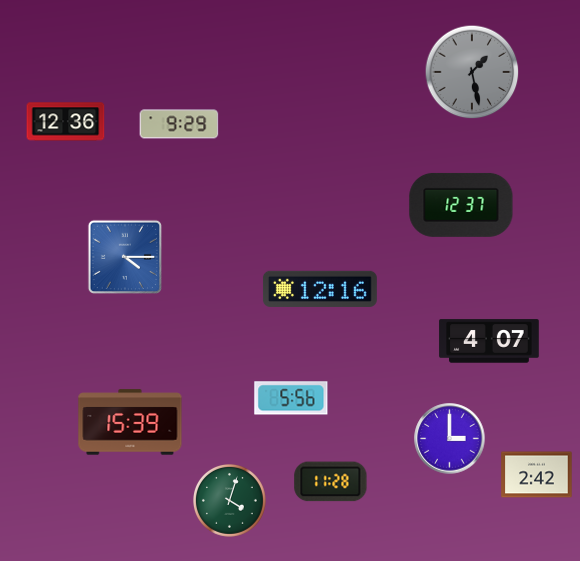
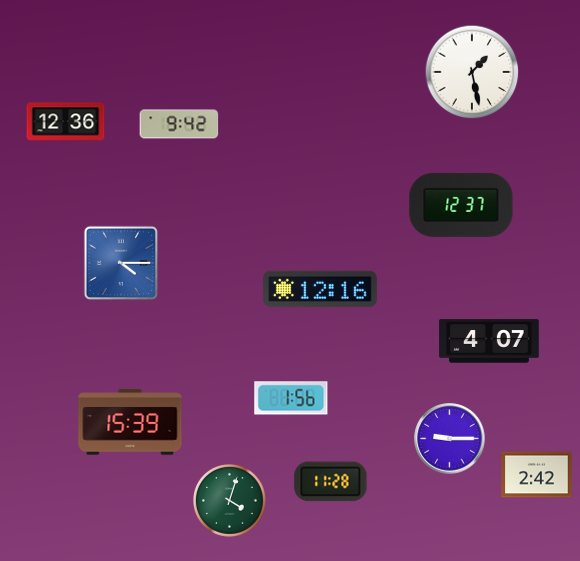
clock at (472, 72) dial: grey -> white
clock at (179, 124): 9:29 -> 9:42
clock at (124, 256) position: (124, 256) -> (120, 262)
clock at (291, 398): 5:56 -> 1:56
clock at (450, 439): 3:00 -> 9:15
